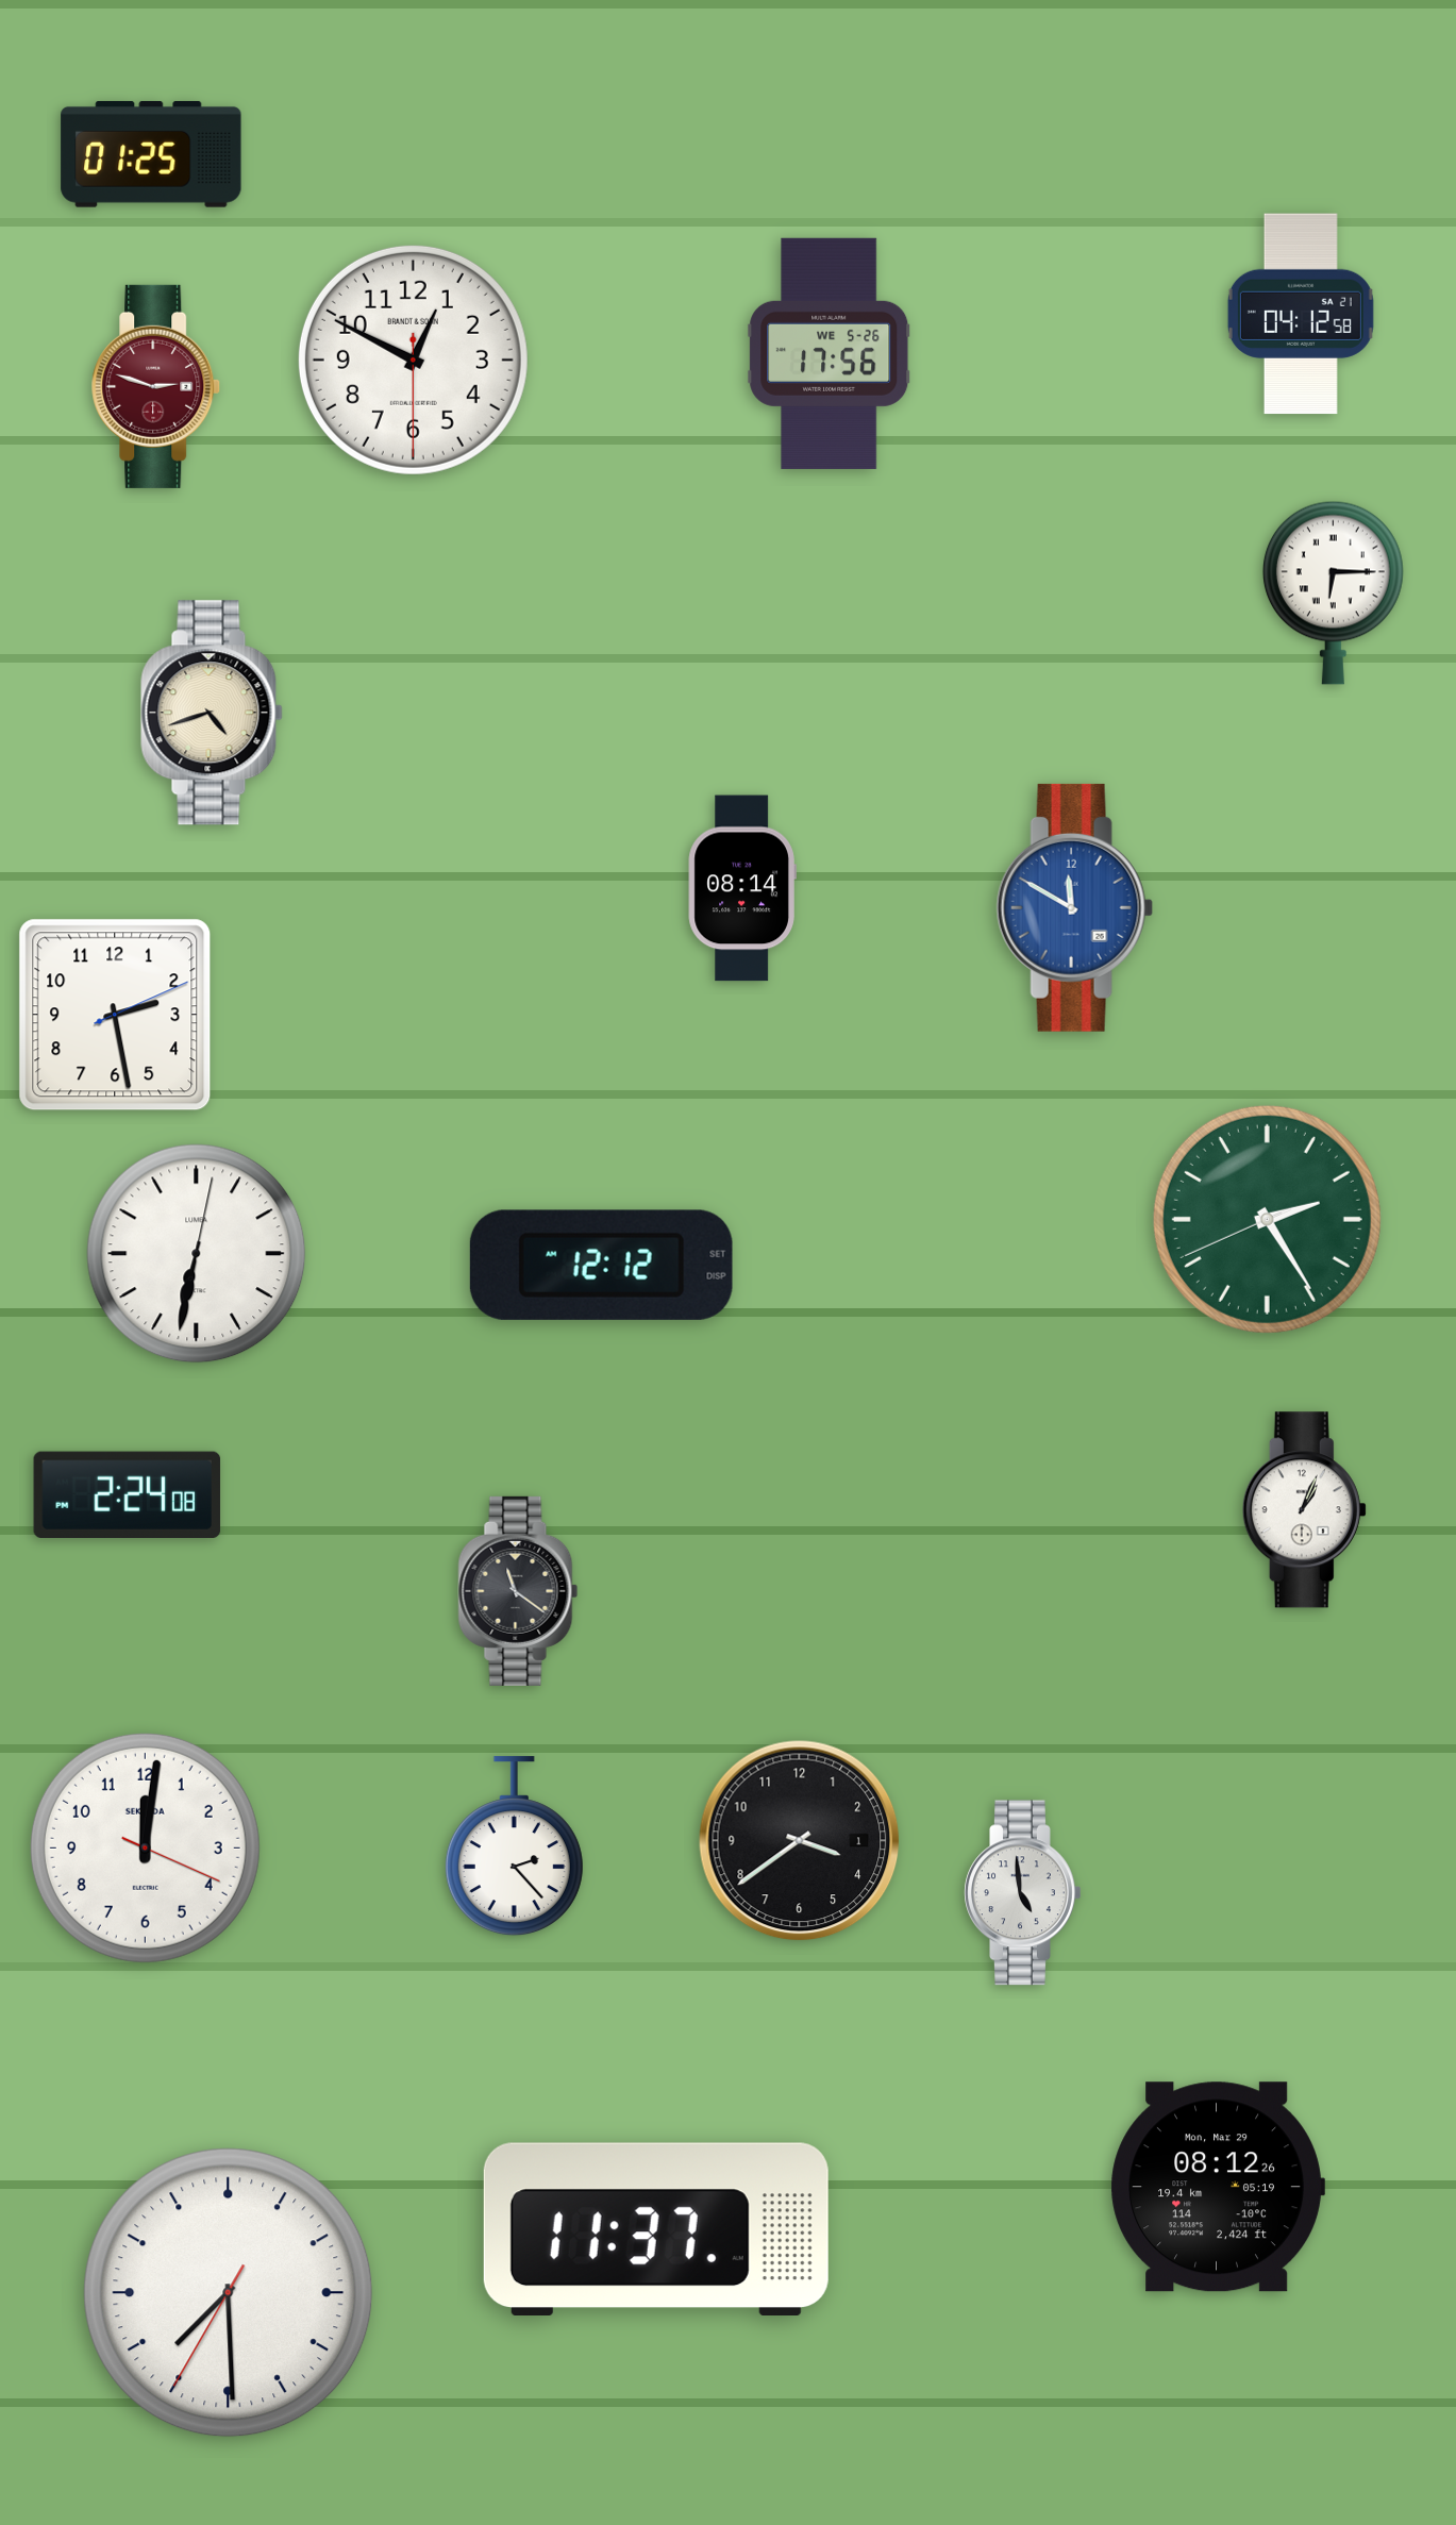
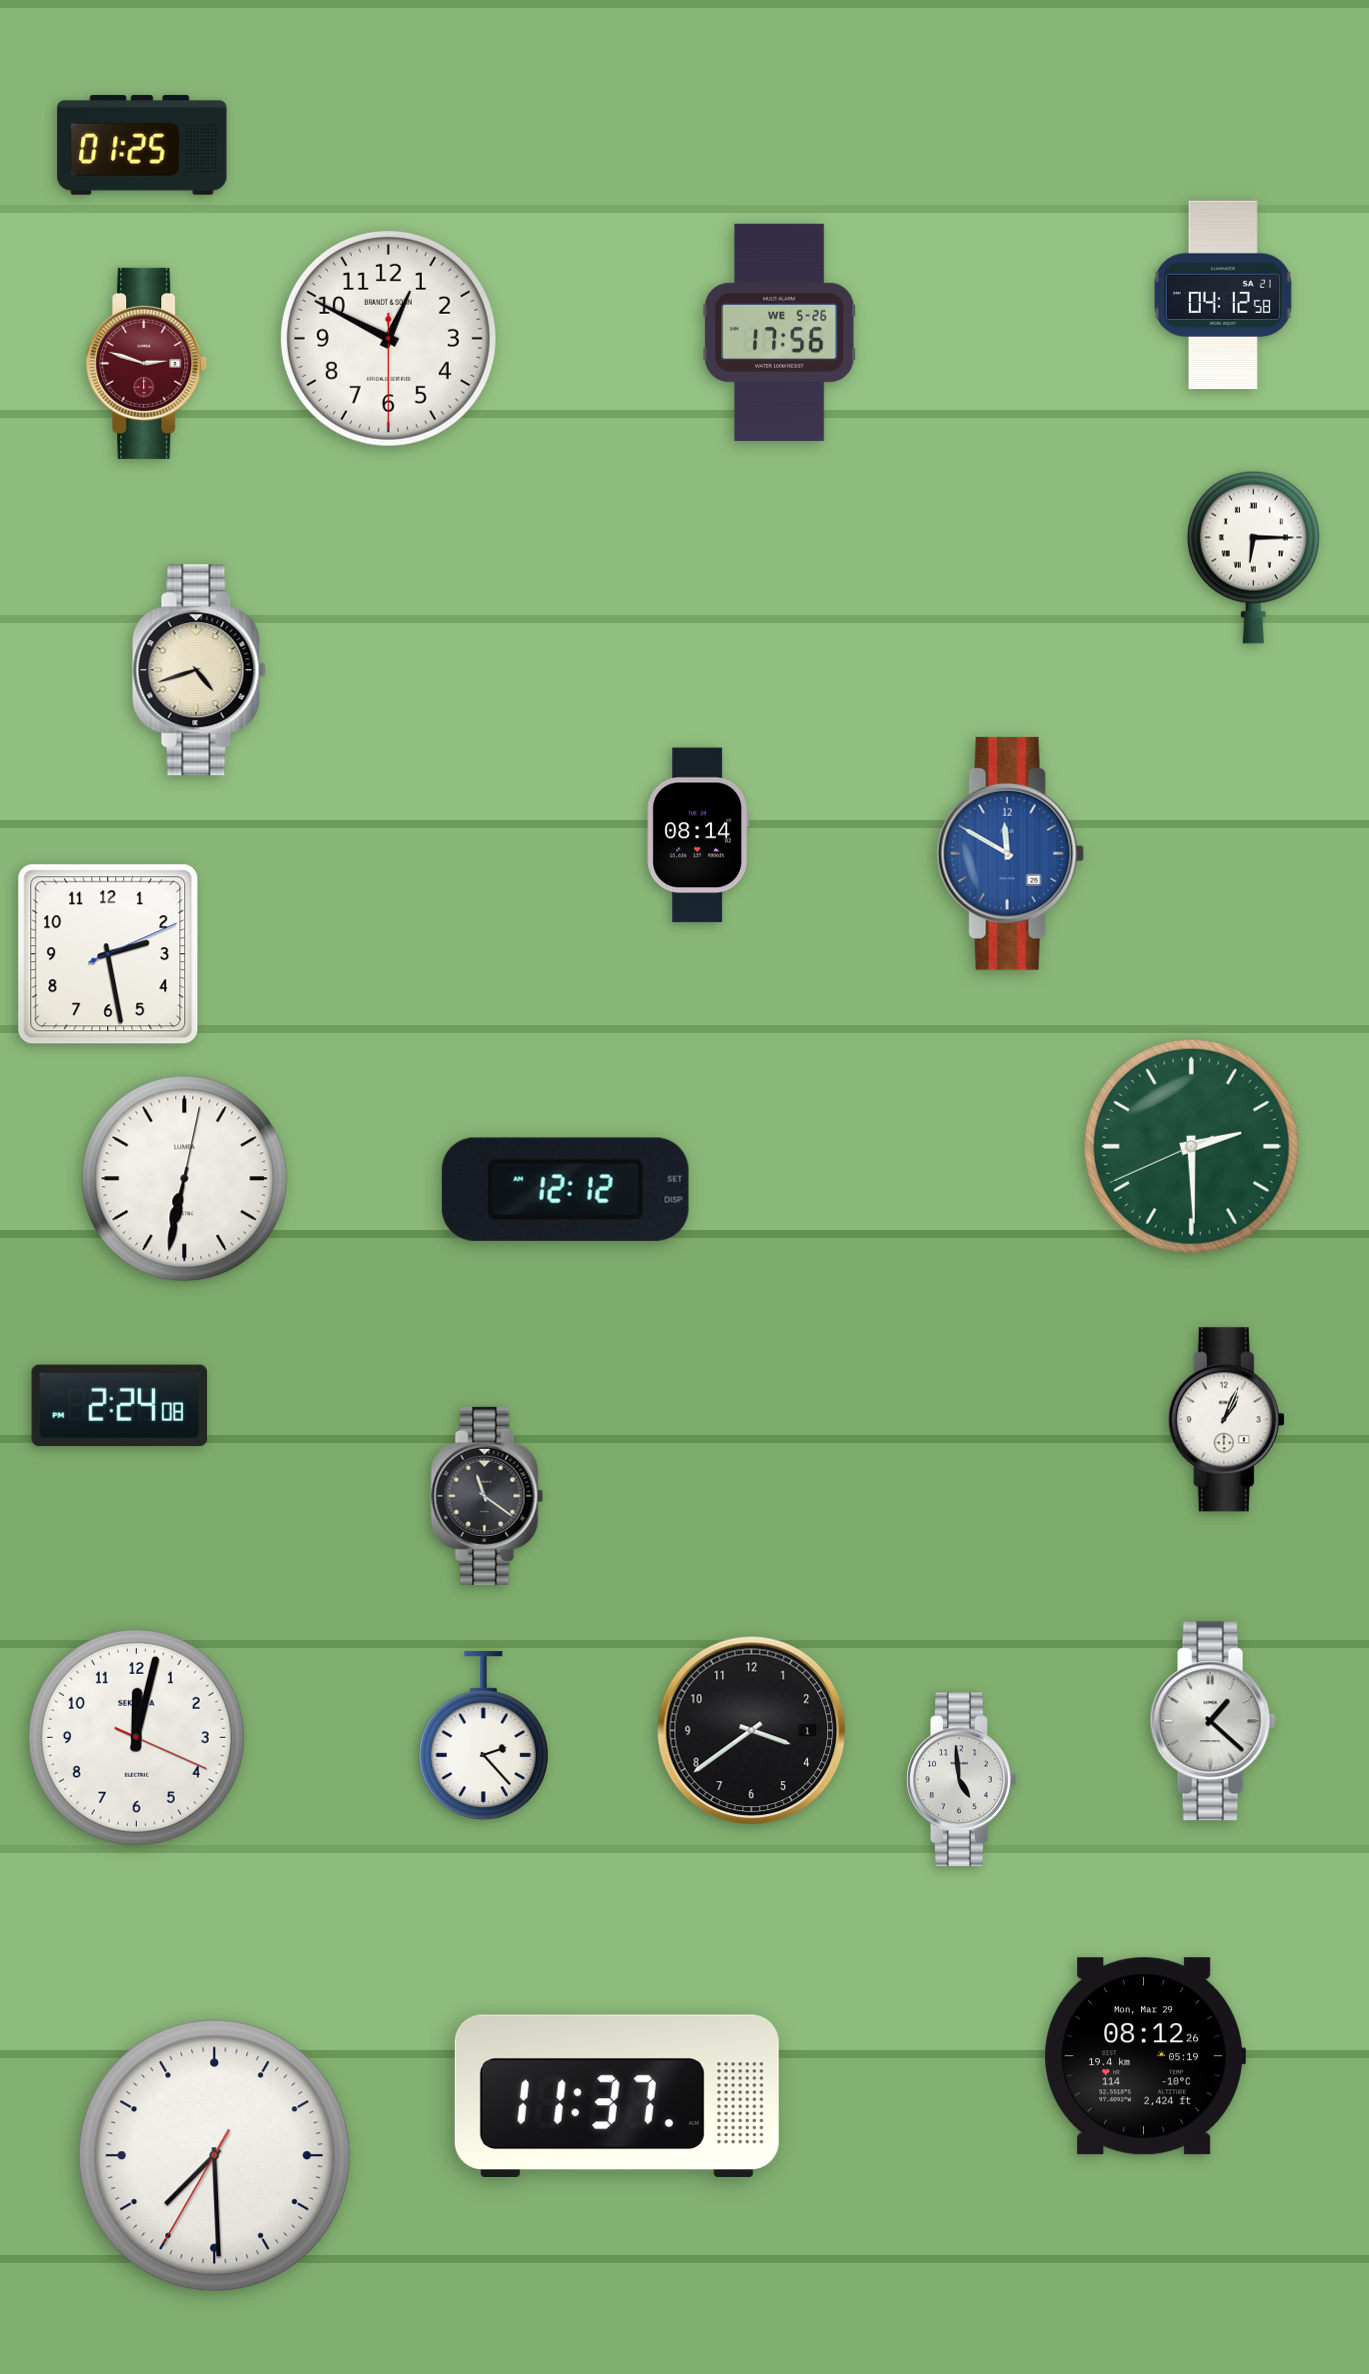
clock at (1267, 1219): 2:24 -> 2:29
clock at (1213, 1721): none -> 1:22
clock at (145, 1847): 12:01 -> 12:02
